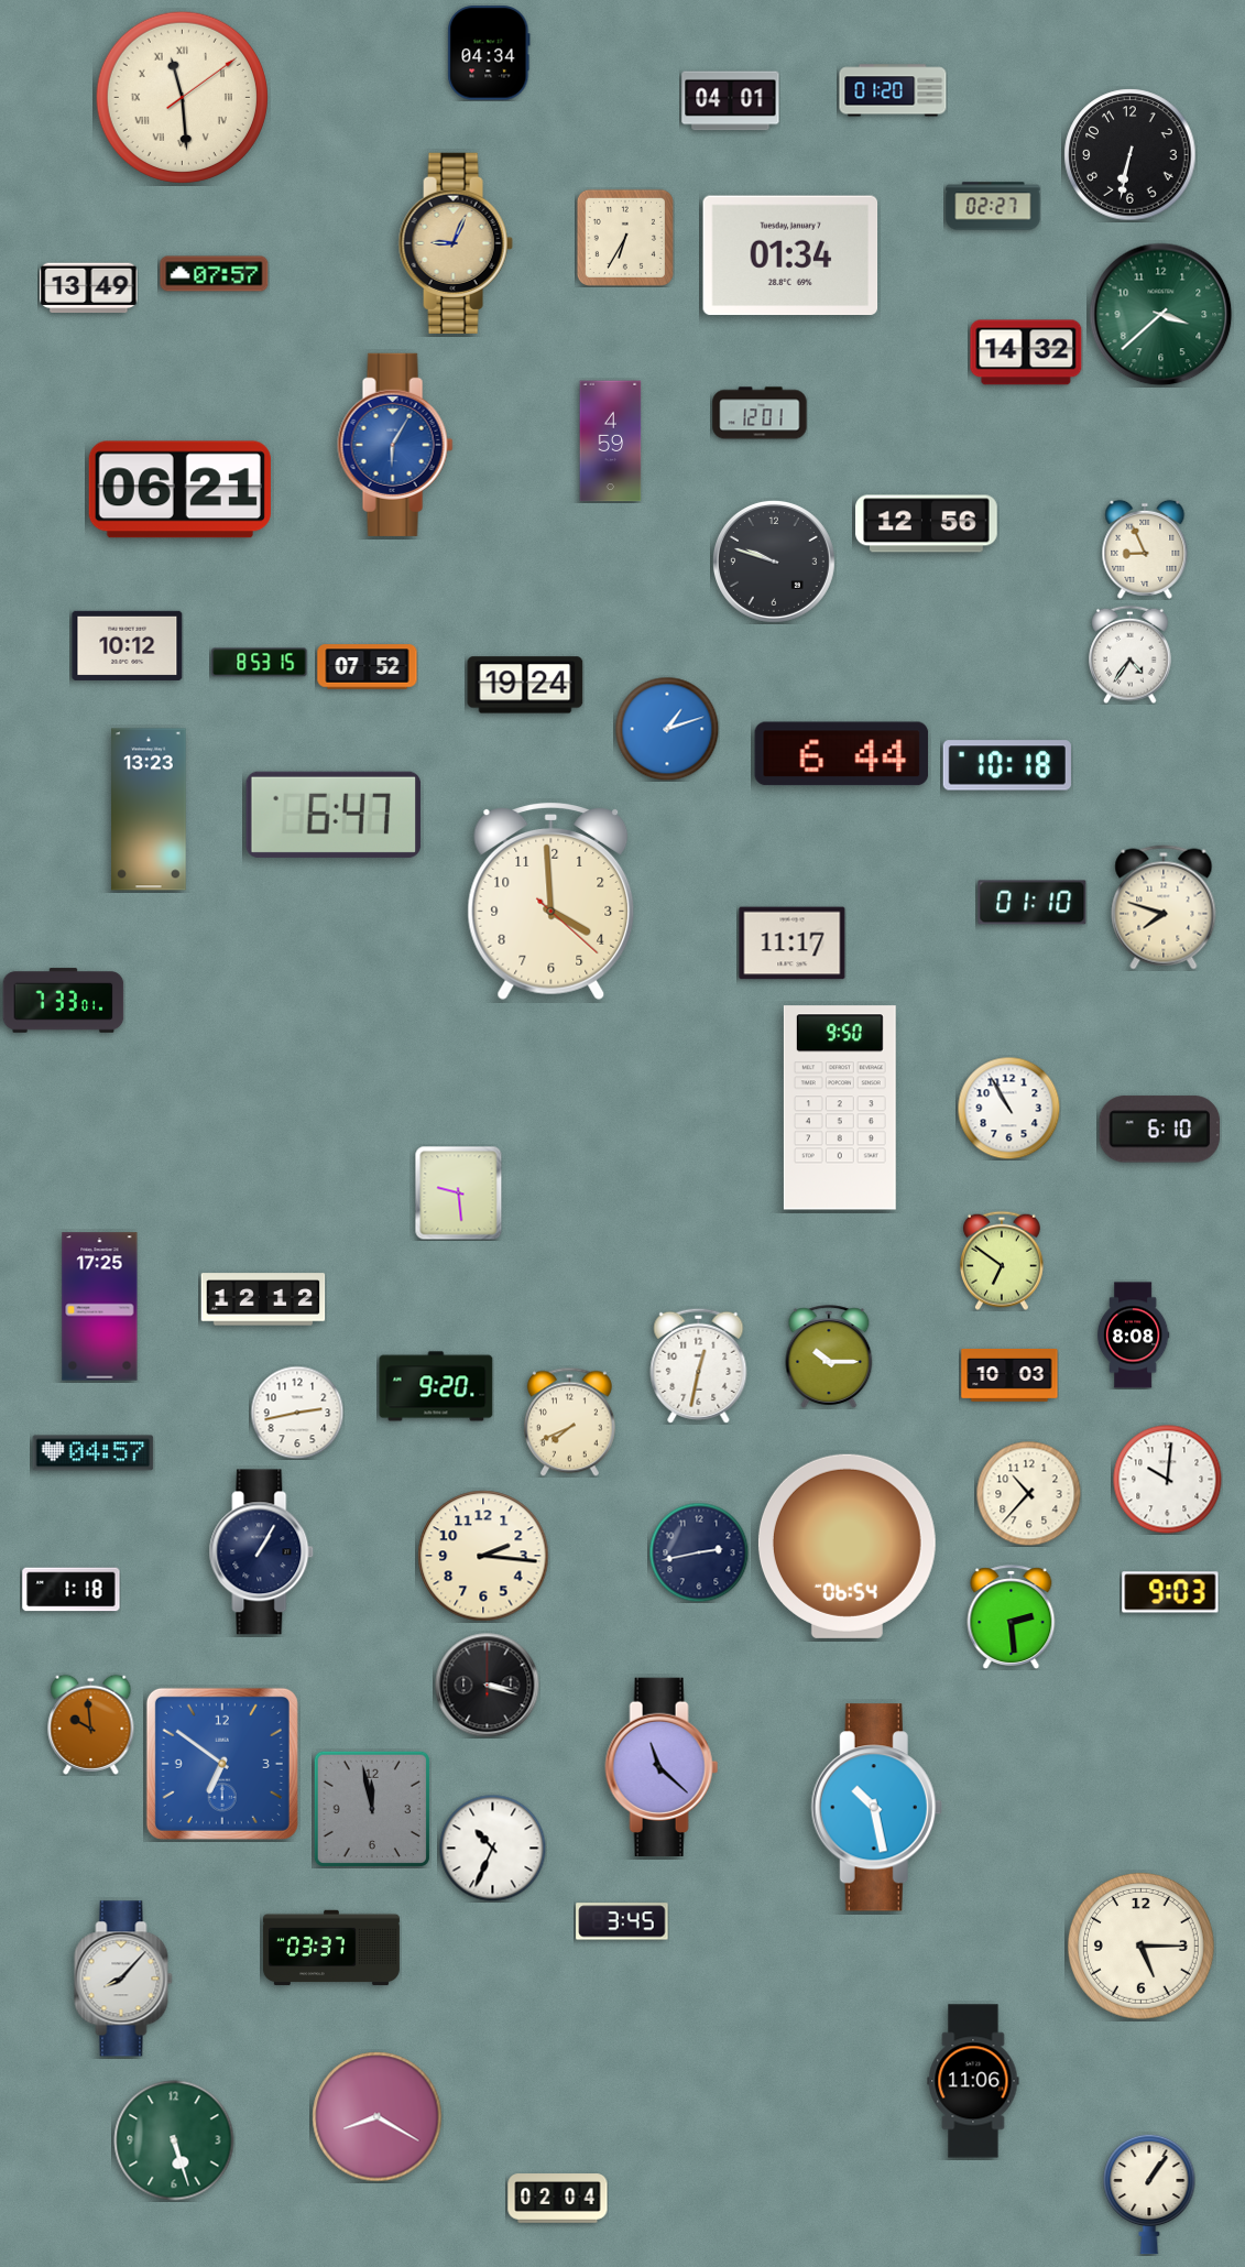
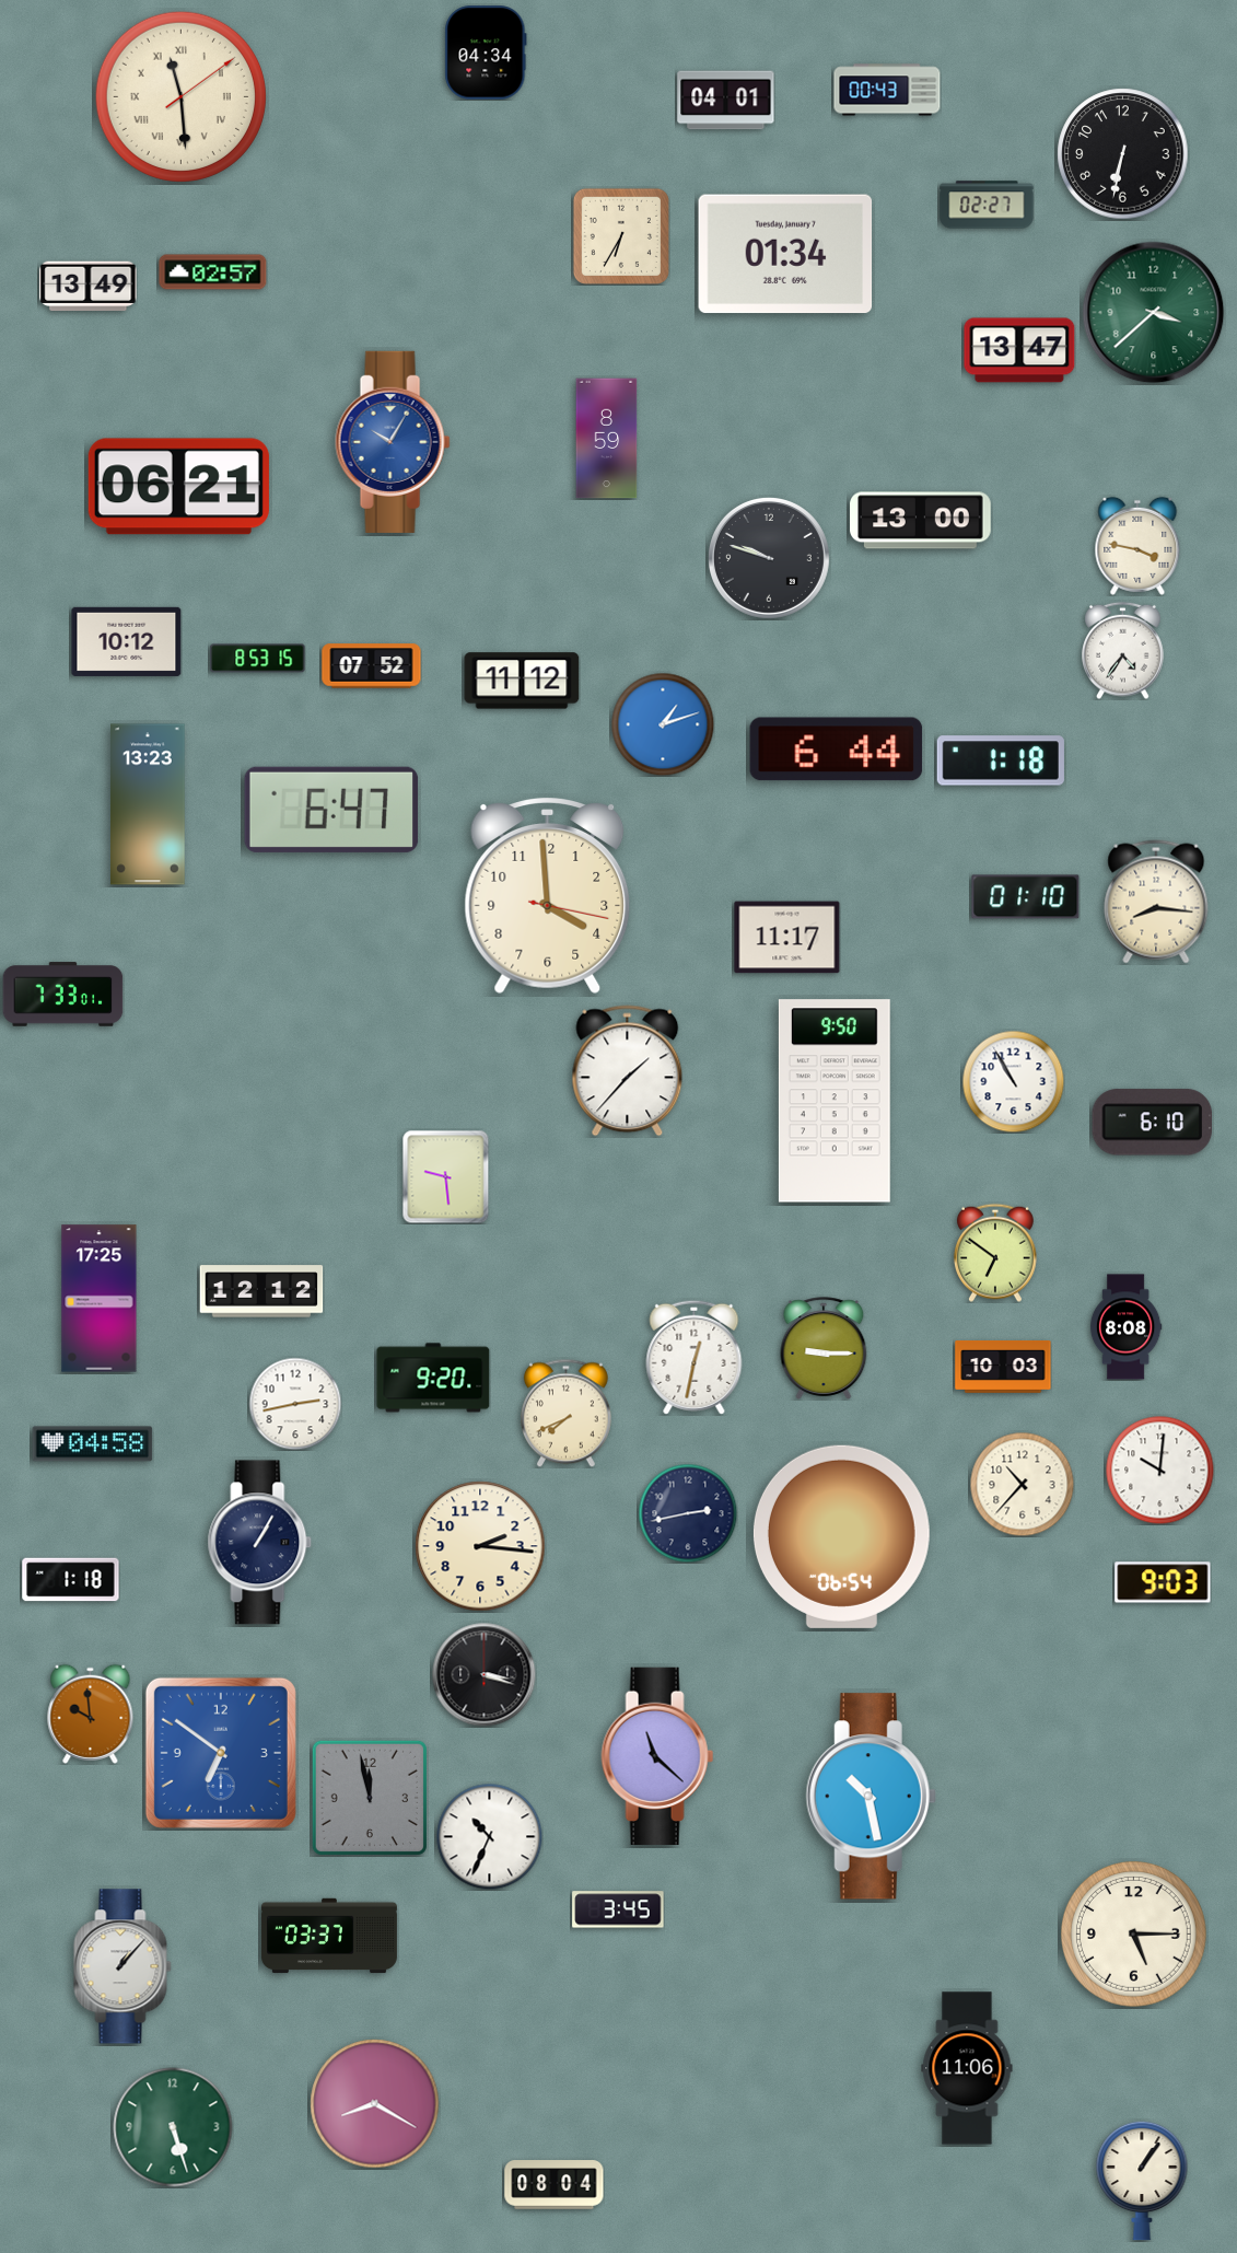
clock at (893, 90): 01:20 -> 00:43
clock at (456, 243): 9:04 -> none
clock at (215, 274): 07:57 -> 02:57
clock at (1026, 352): 14:32 -> 13:47
clock at (760, 413): 12:01 -> none
clock at (611, 442): 4:59 -> 8:59
clock at (395, 445): 6:05 -> 10:05
clock at (927, 524): 12:56 -> 13:00
clock at (1145, 549): 8:56 -> 3:47
clock at (368, 667) position: (368, 667) -> (372, 666)
clock at (525, 685): 19:24 -> 11:12
clock at (1007, 765): 10:18 -> 1:18
clock at (551, 902): 3:59:22 -> 3:59:17
clock at (1164, 907): 7:48 -> 8:16
clock at (628, 1071): none -> 1:37
clock at (1008, 1108) position: (1008, 1108) -> (1013, 1081)
clock at (459, 1192) position: (459, 1192) -> (446, 1176)
clock at (829, 1356): 10:15 -> 9:15
clock at (94, 1453): 04:57 -> 04:58
clock at (699, 1552) position: (699, 1552) -> (688, 1513)
clock at (1012, 1616): 2:29 -> none
clock at (123, 1979): 8:07 -> 1:07
clock at (558, 2199): 02:04 -> 08:04
